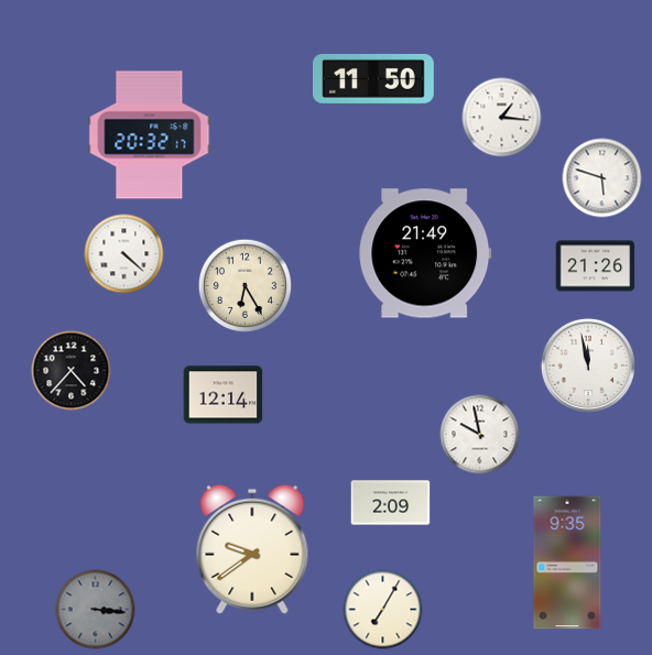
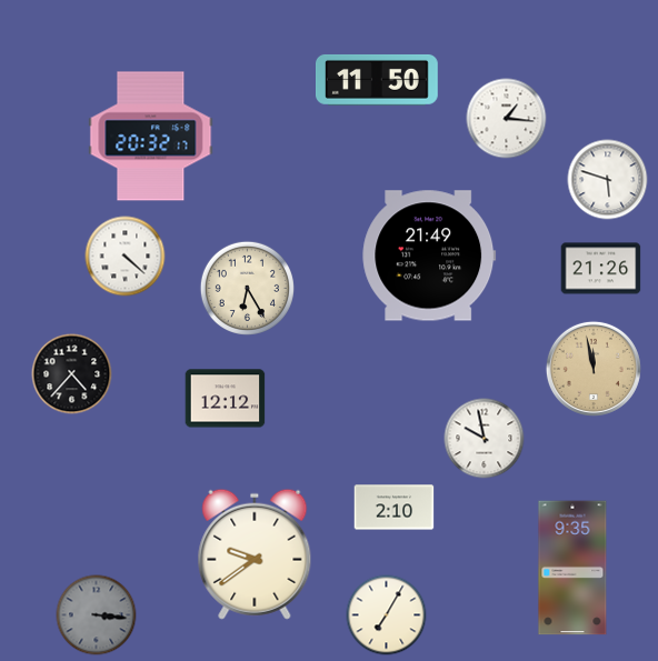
clock at (588, 365) dial: white -> champagne
clock at (224, 395): 12:14 -> 12:12
clock at (391, 503): 2:09 -> 2:10
